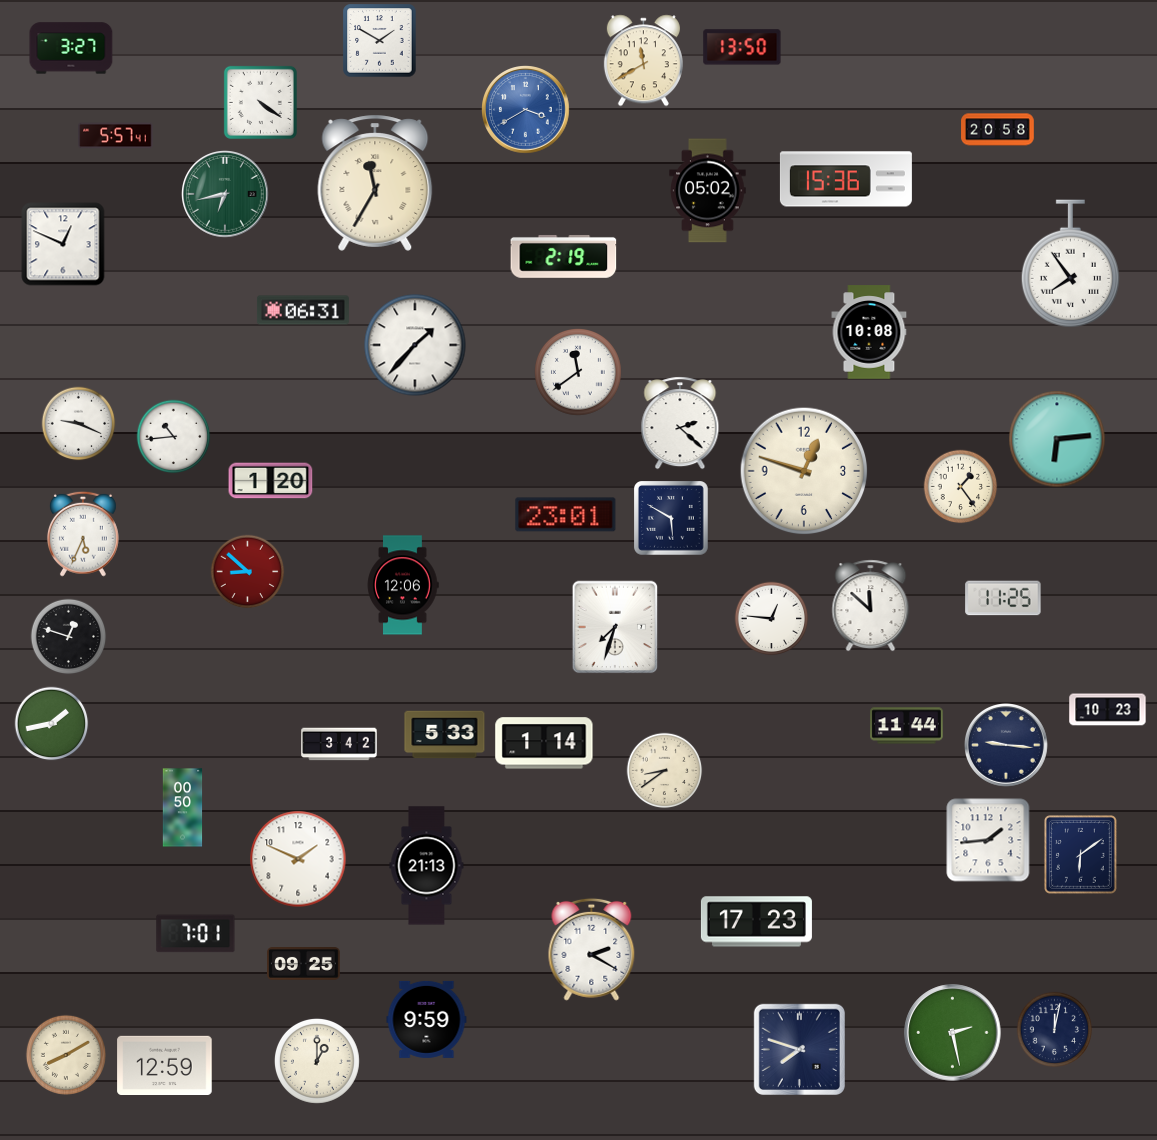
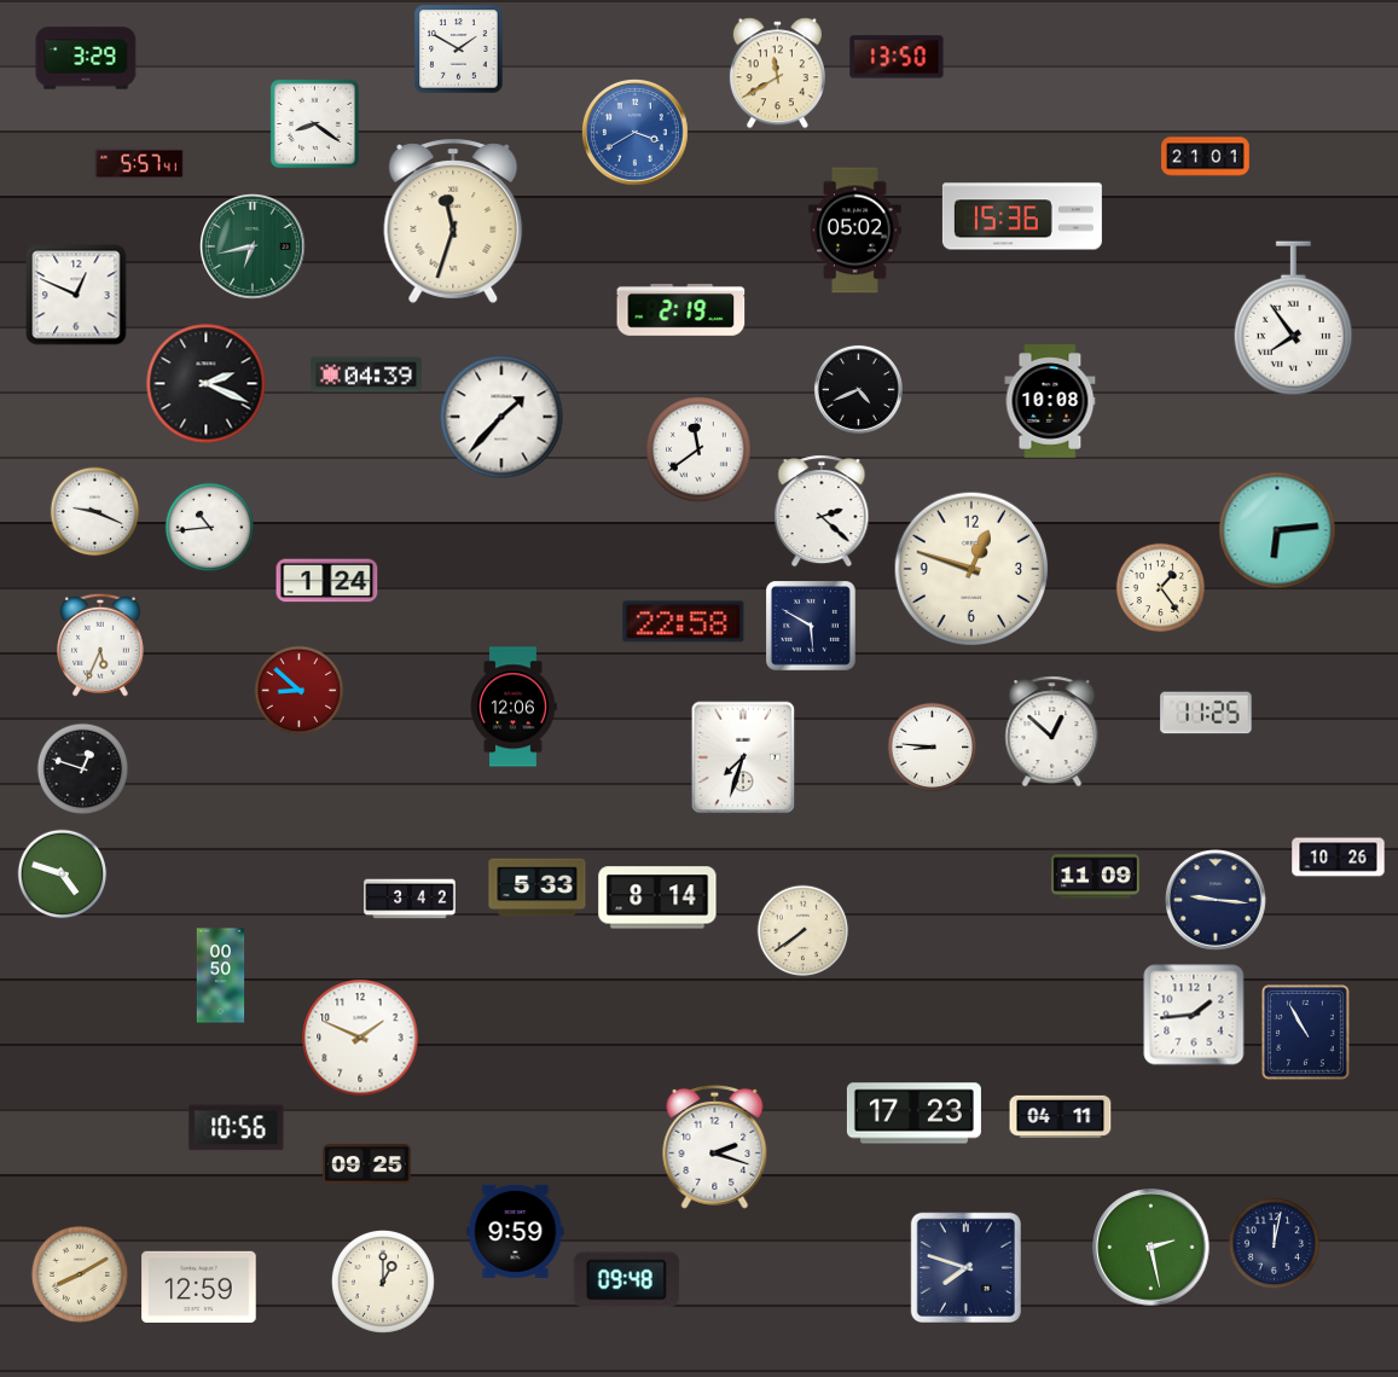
clock at (71, 48): 3:27 -> 3:29
clock at (260, 102): 4:21 -> 8:21
clock at (998, 130): 20:58 -> 21:01
clock at (375, 183): 11:35 -> 11:33
clock at (225, 195) position: (225, 195) -> (253, 248)
clock at (303, 310): 06:31 -> 04:39
clock at (207, 384): none -> 2:19
clock at (858, 389): none -> 4:41
clock at (271, 481): 1:20 -> 1:24
clock at (566, 515): 23:01 -> 22:58
clock at (403, 585) position: (403, 585) -> (514, 707)
clock at (1003, 598) position: (1003, 598) -> (1206, 713)
clock at (871, 606): 11:52 -> 12:52
clock at (772, 619): 12:46 -> 8:46
clock at (1108, 710): 10:23 -> 10:26
clock at (52, 724): 1:43 -> 4:48
clock at (907, 726): 11:44 -> 11:09
clock at (544, 743): 1:14 -> 8:14
clock at (665, 771): 8:39 -> 7:39
clock at (1081, 855): 6:09 -> 10:55
clock at (427, 866): 21:13 -> none
clock at (1061, 1116): none -> 04:11
clock at (196, 934): 7:01 -> 10:56
clock at (592, 949): 2:20 -> 2:18
clock at (626, 1280): none -> 09:48
